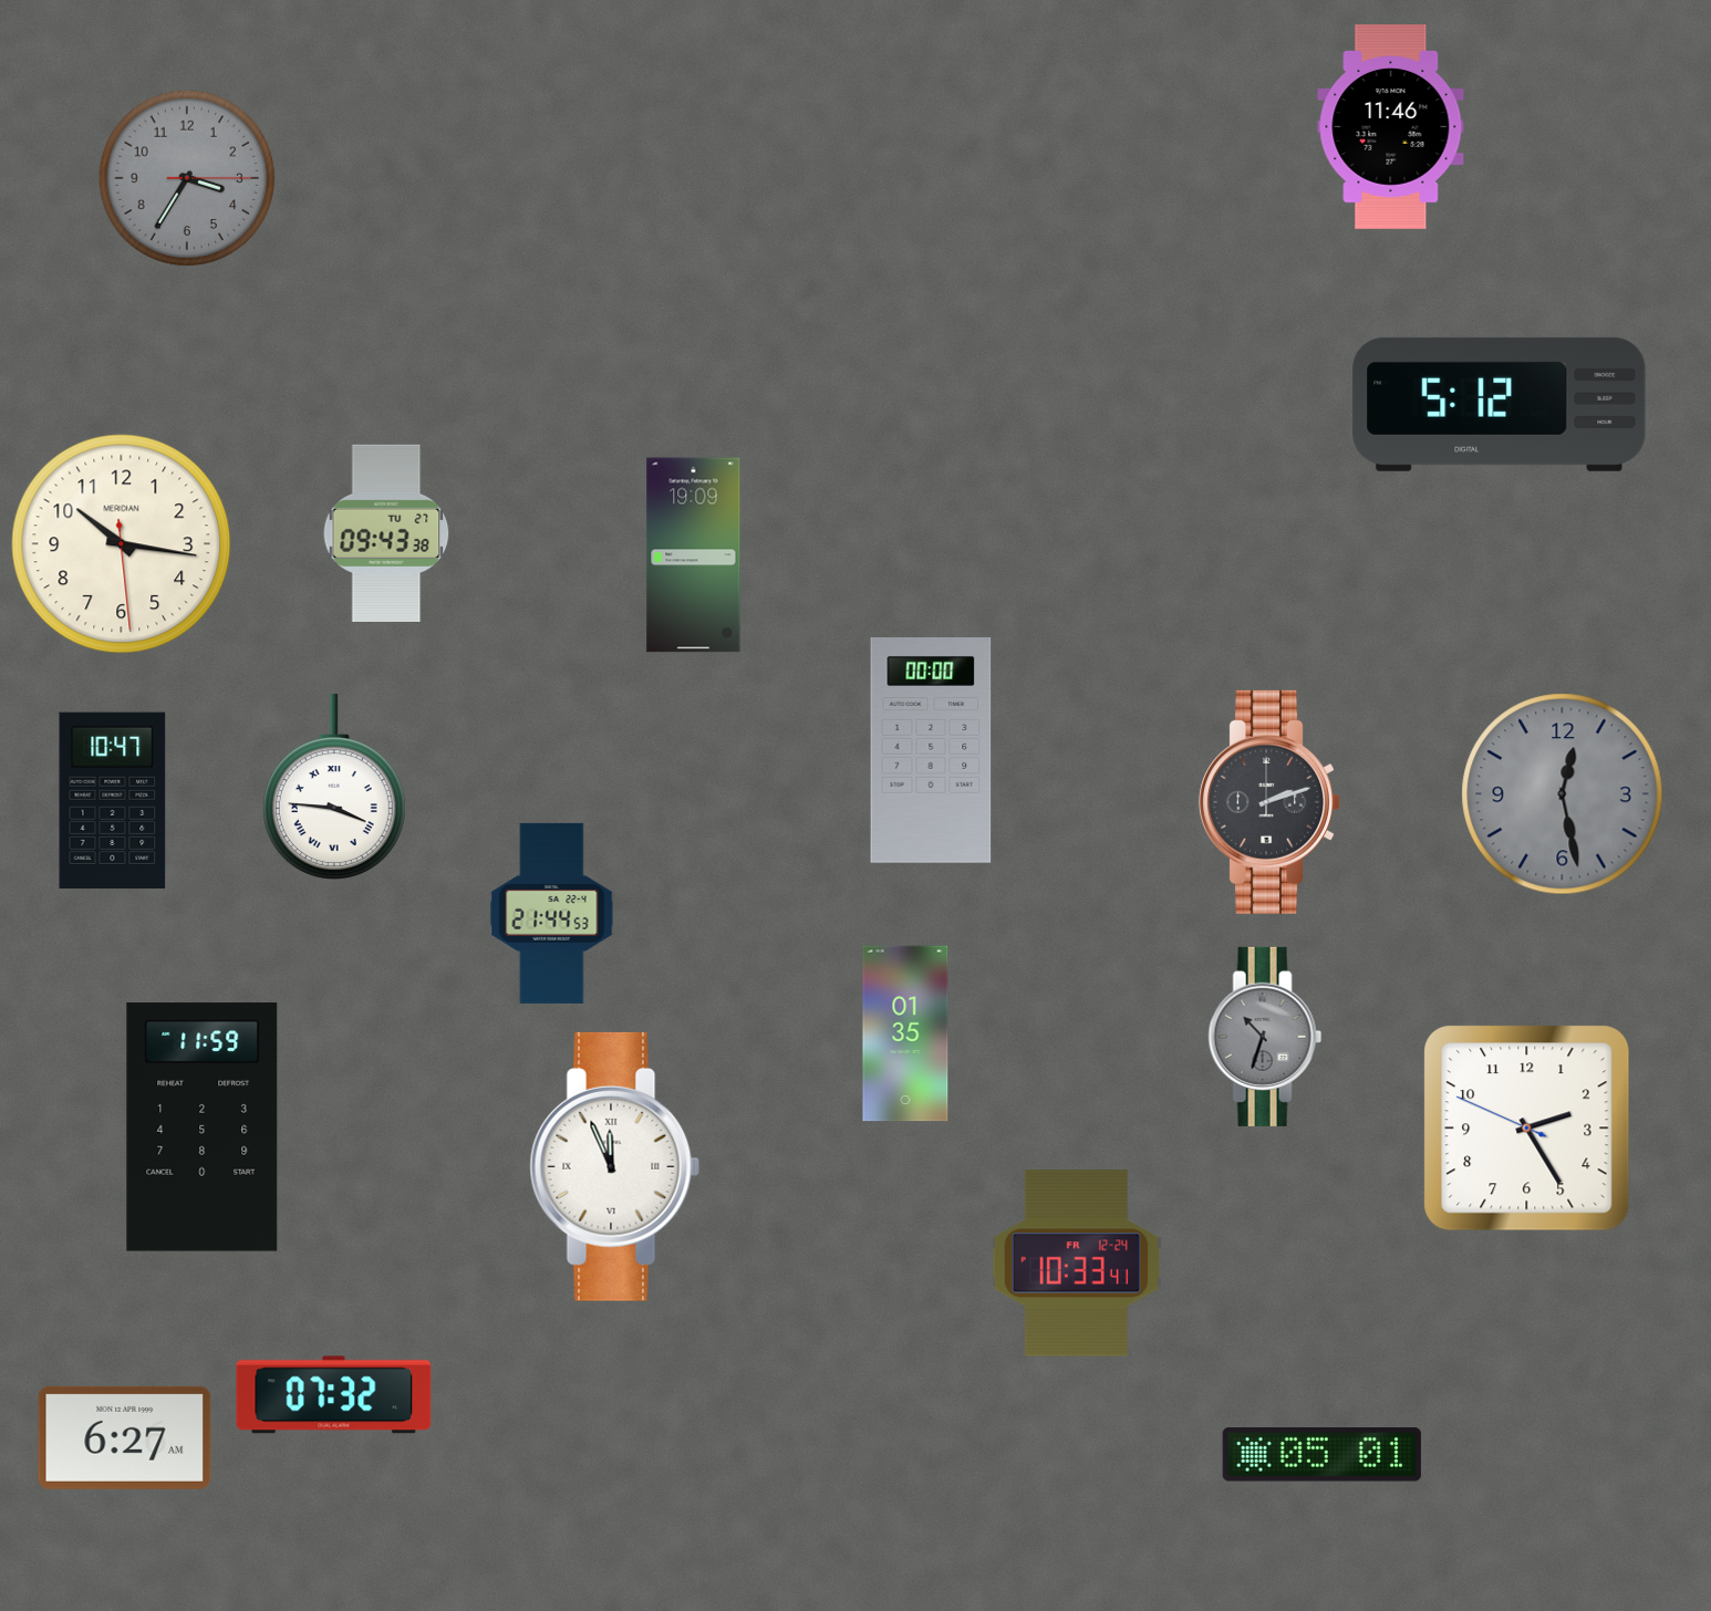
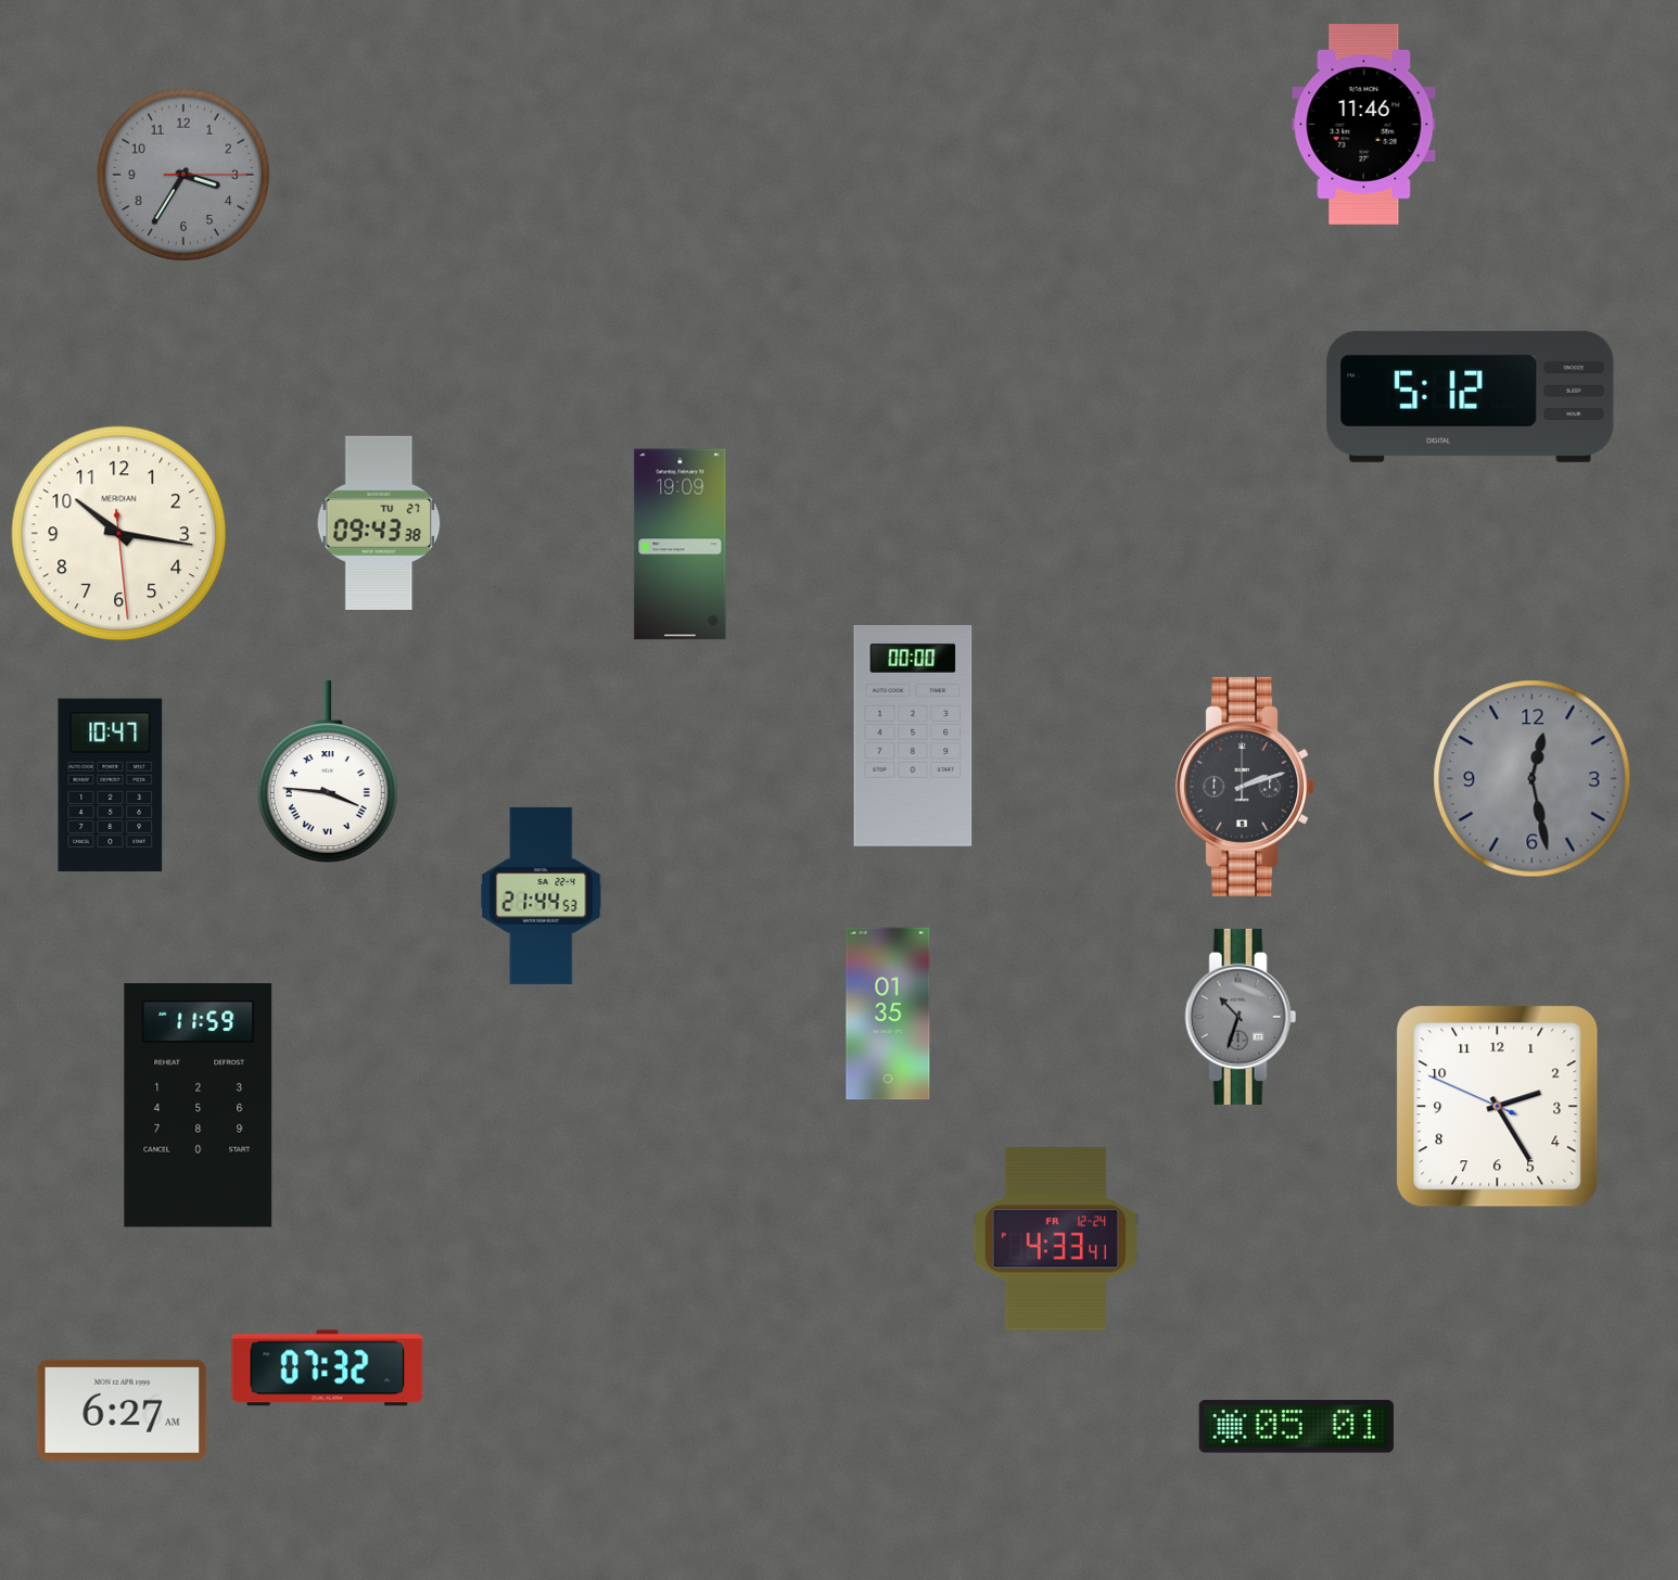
clock at (615, 1166): 11:56 -> none
clock at (1076, 1264): 10:33 -> 4:33
